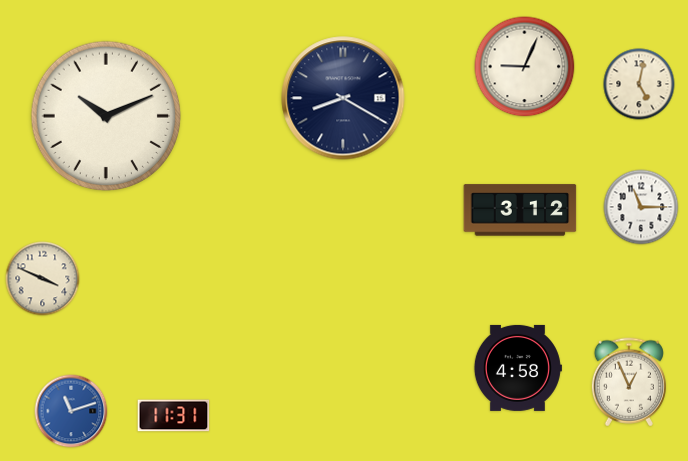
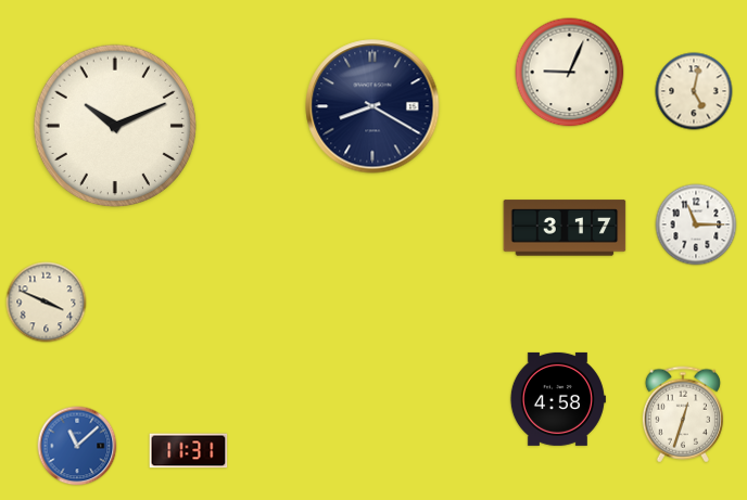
clock at (520, 210): 3:12 -> 3:17
clock at (517, 368) position: (517, 368) -> (557, 399)
clock at (629, 382): 12:56 -> 12:33
clock at (71, 411): 11:12 -> 11:08
